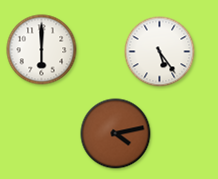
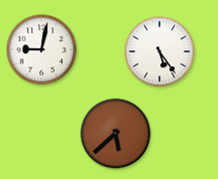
clock at (42, 50): 6:00 -> 9:02
clock at (116, 134): 4:13 -> 5:38
